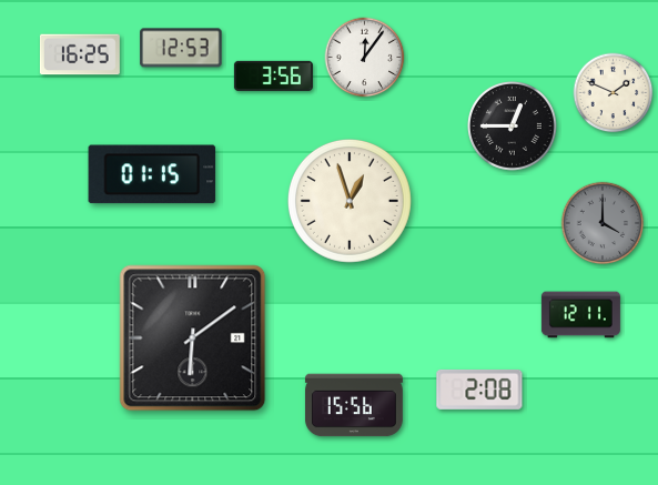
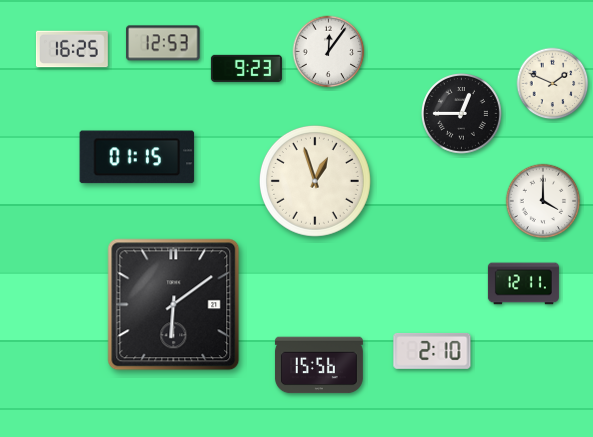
clock at (273, 75): 3:56 -> 9:23
clock at (603, 223) dial: grey -> white
clock at (479, 390): 2:08 -> 2:10
